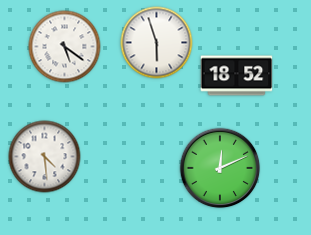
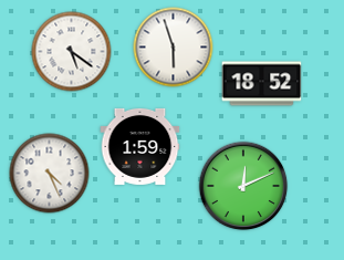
clock at (140, 146): none -> 1:59
clock at (45, 157): 4:29 -> 4:26
